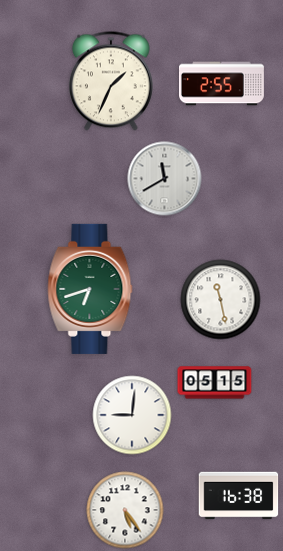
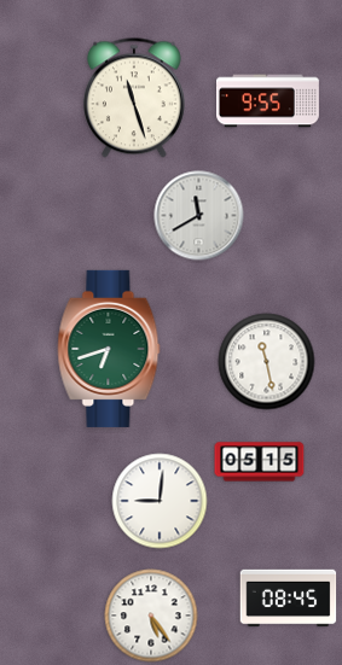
clock at (111, 81): 1:34 -> 11:27
clock at (222, 84): 2:55 -> 9:55
clock at (239, 496): 16:38 -> 08:45
